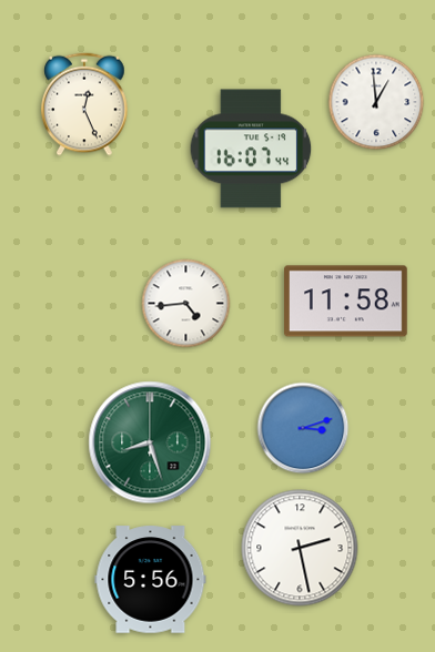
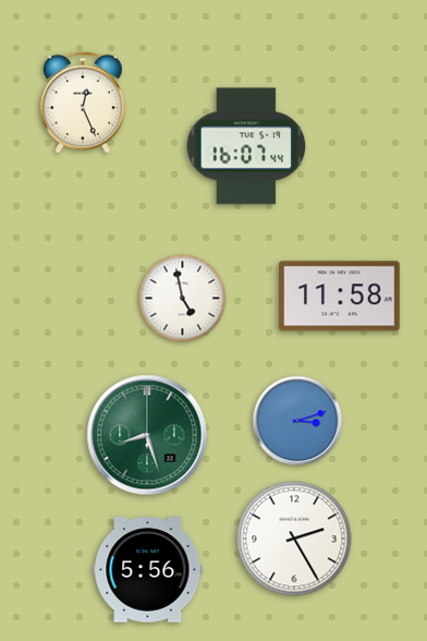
clock at (376, 102): 12:59 -> none
clock at (186, 304): 4:44 -> 4:58
clock at (300, 548): 2:28 -> 2:25
